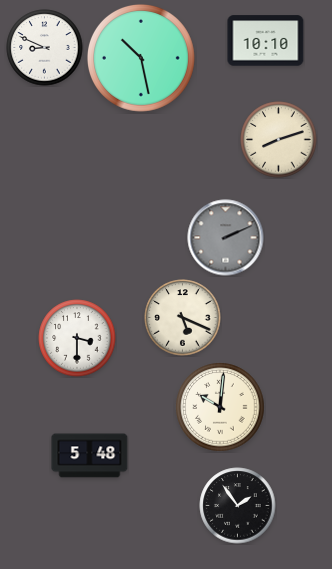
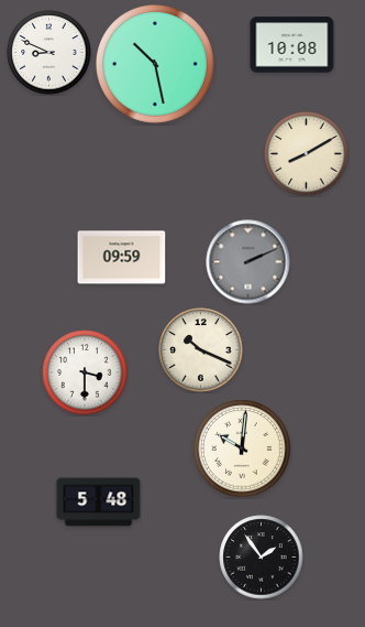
clock at (266, 41): 10:10 -> 10:08
clock at (279, 140): 8:12 -> 8:10
clock at (122, 258): none -> 09:59
clock at (183, 318): 5:19 -> 10:19
